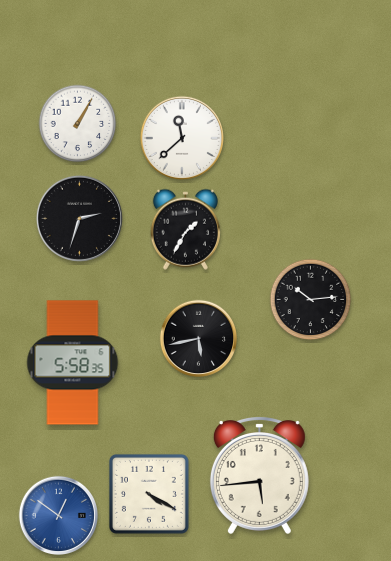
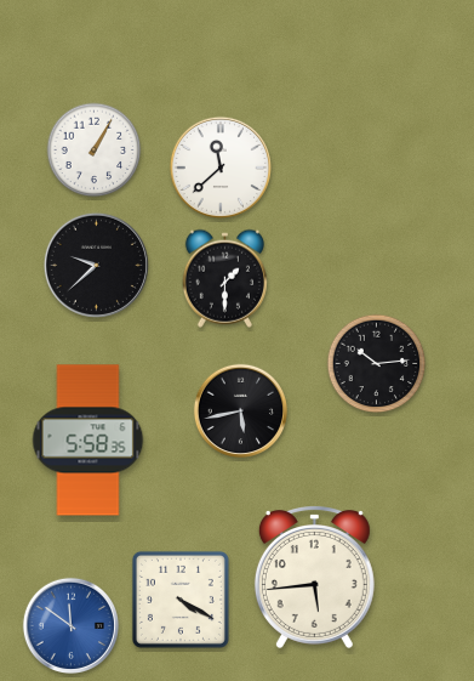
clock at (79, 218): 2:33 -> 9:38
clock at (185, 229): 1:35 -> 1:30
clock at (58, 515): 12:51 -> 11:51
